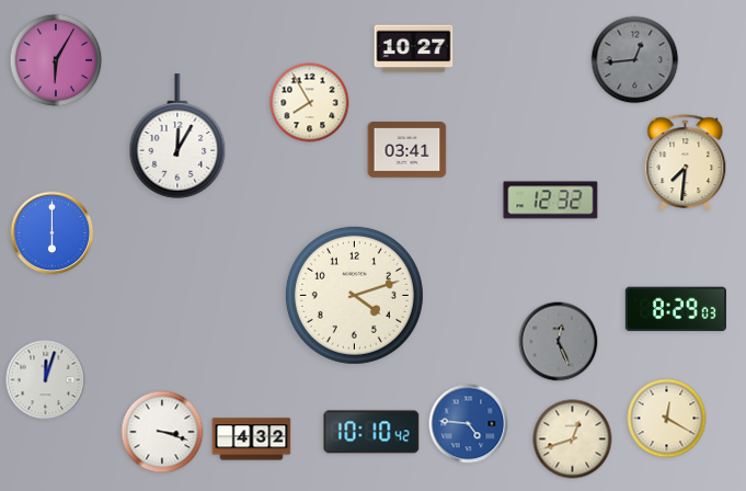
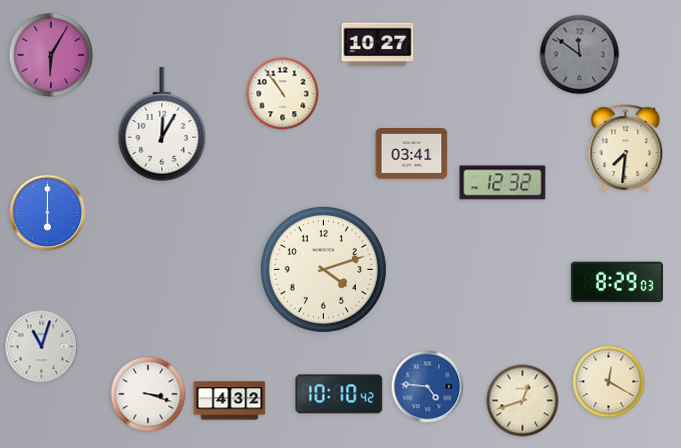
clock at (635, 60): 12:44 -> 11:51
clock at (310, 103): 7:55 -> 10:54
clock at (408, 150) position: (408, 150) -> (412, 154)
clock at (559, 342): 12:26 -> none
clock at (46, 380): 12:03 -> 11:03
